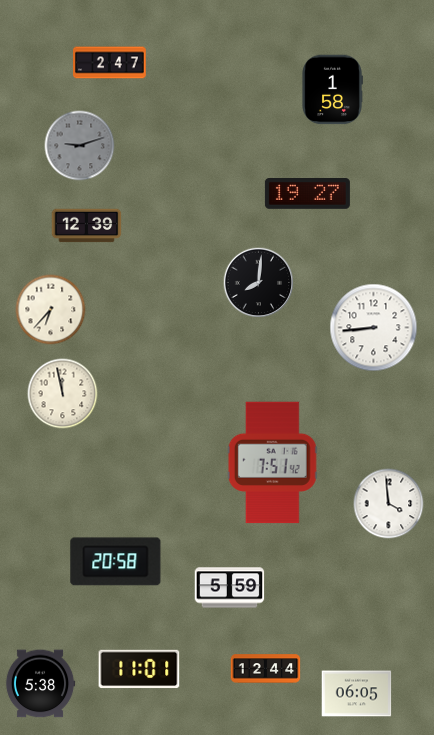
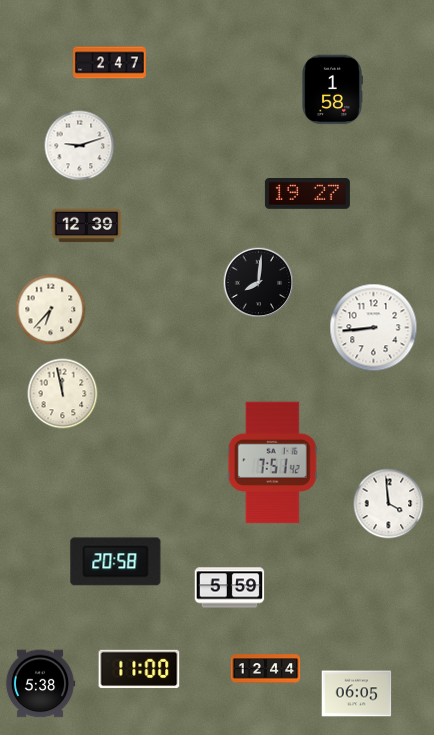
clock at (80, 146) dial: grey -> white
clock at (139, 669): 11:01 -> 11:00
